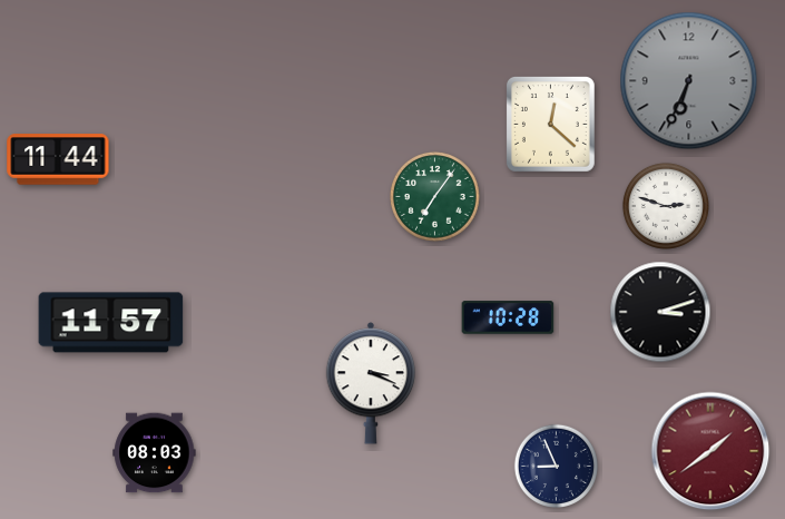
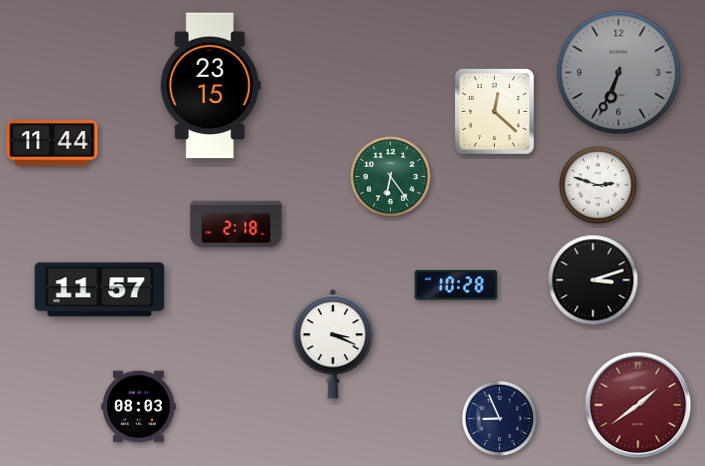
clock at (210, 86): none -> 23:15
clock at (435, 197): 7:06 -> 6:24
clock at (236, 224): none -> 2:18
